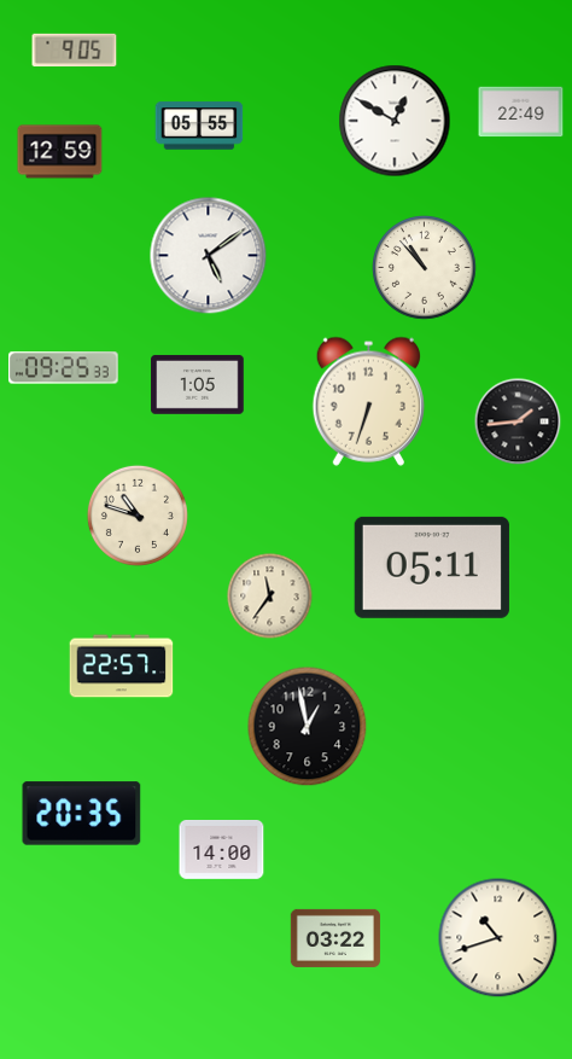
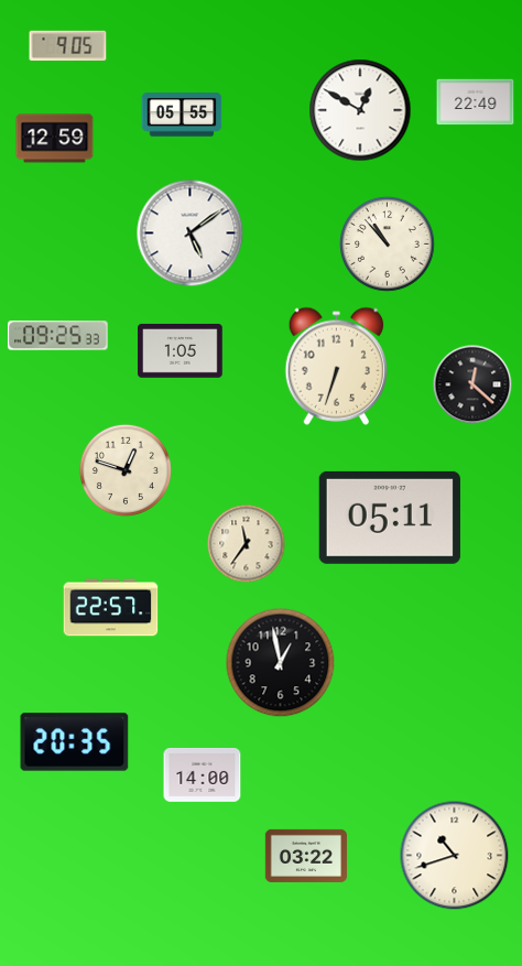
clock at (518, 421): 1:44 -> 12:22
clock at (138, 516): 10:48 -> 12:48
clock at (432, 568) position: (432, 568) -> (390, 518)
